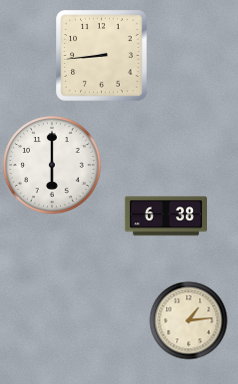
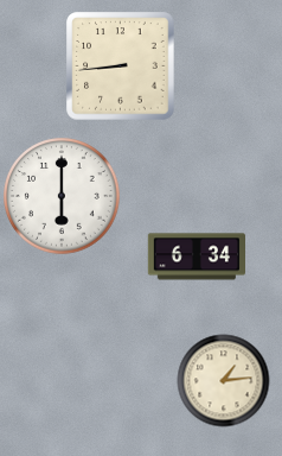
clock at (165, 216): 6:38 -> 6:34
